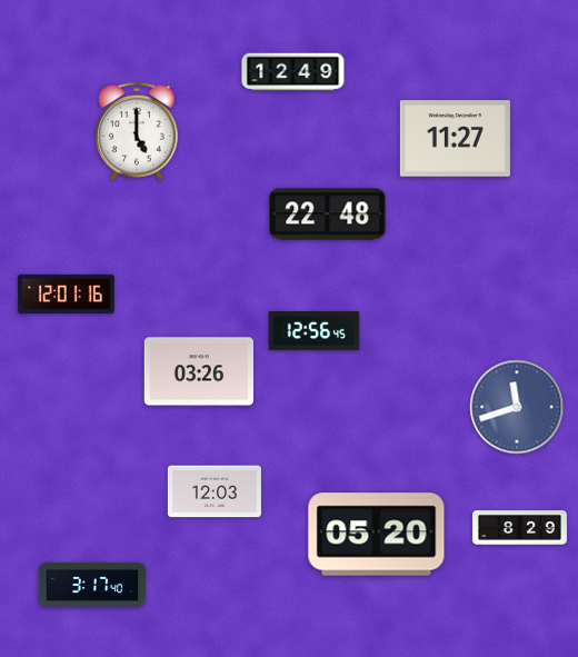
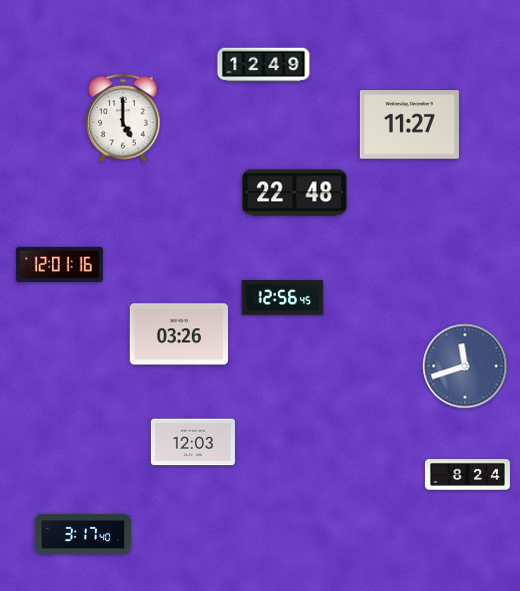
clock at (519, 528): 8:29 -> 8:24
clock at (377, 535): 05:20 -> none
clock at (92, 585) position: (92, 585) -> (83, 534)
